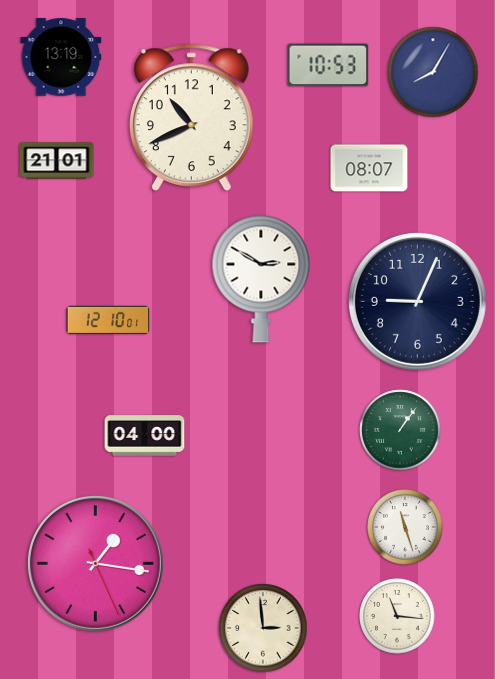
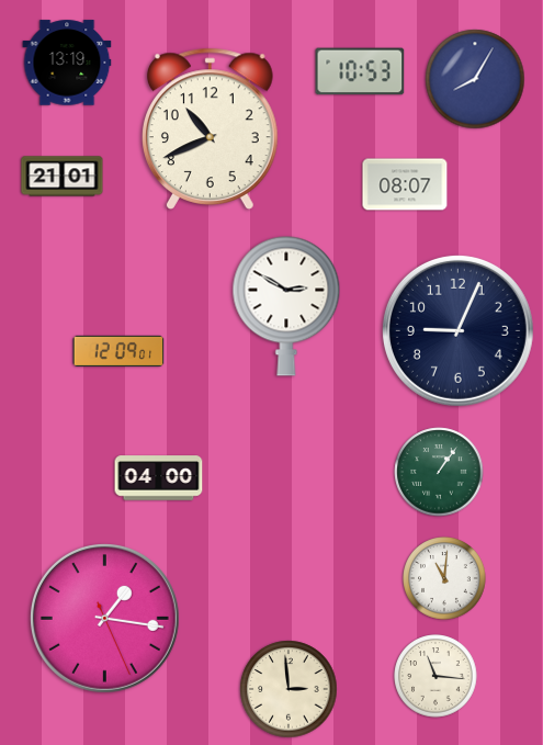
clock at (108, 320): 12:10 -> 12:09
clock at (405, 527): 11:27 -> 11:01
